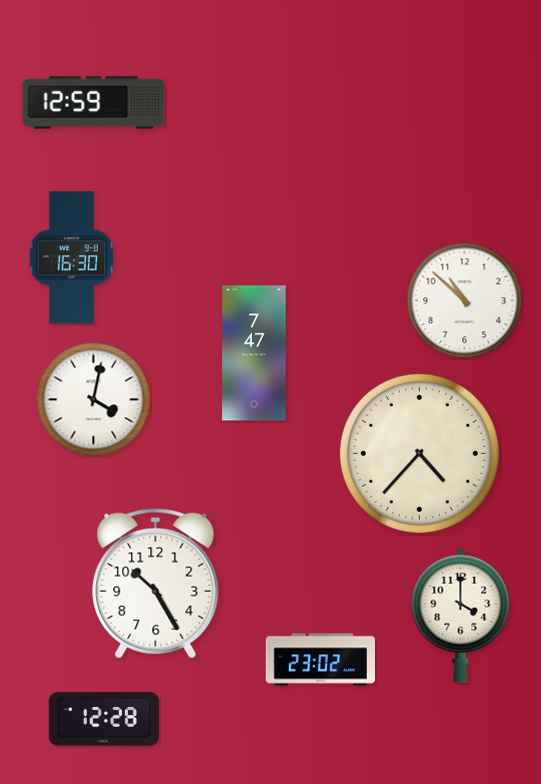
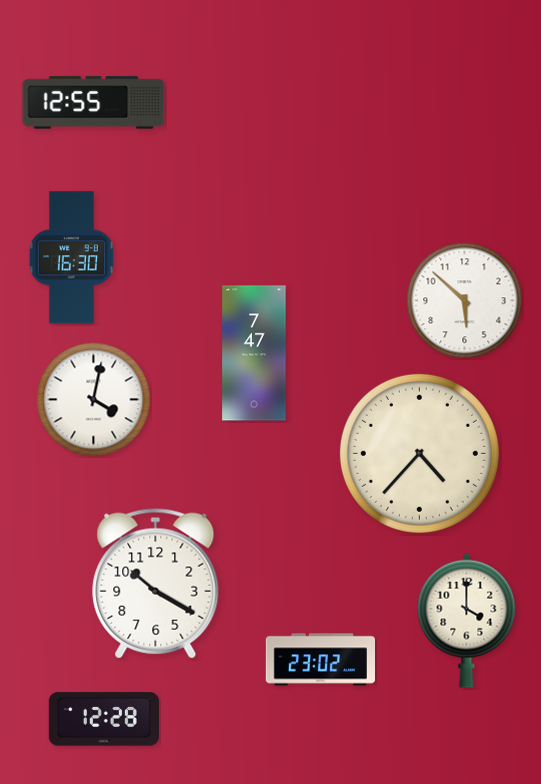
clock at (94, 103): 12:59 -> 12:55
clock at (465, 301): 10:52 -> 5:52
clock at (156, 584): 10:25 -> 10:20
clock at (461, 615) position: (461, 615) -> (467, 620)
